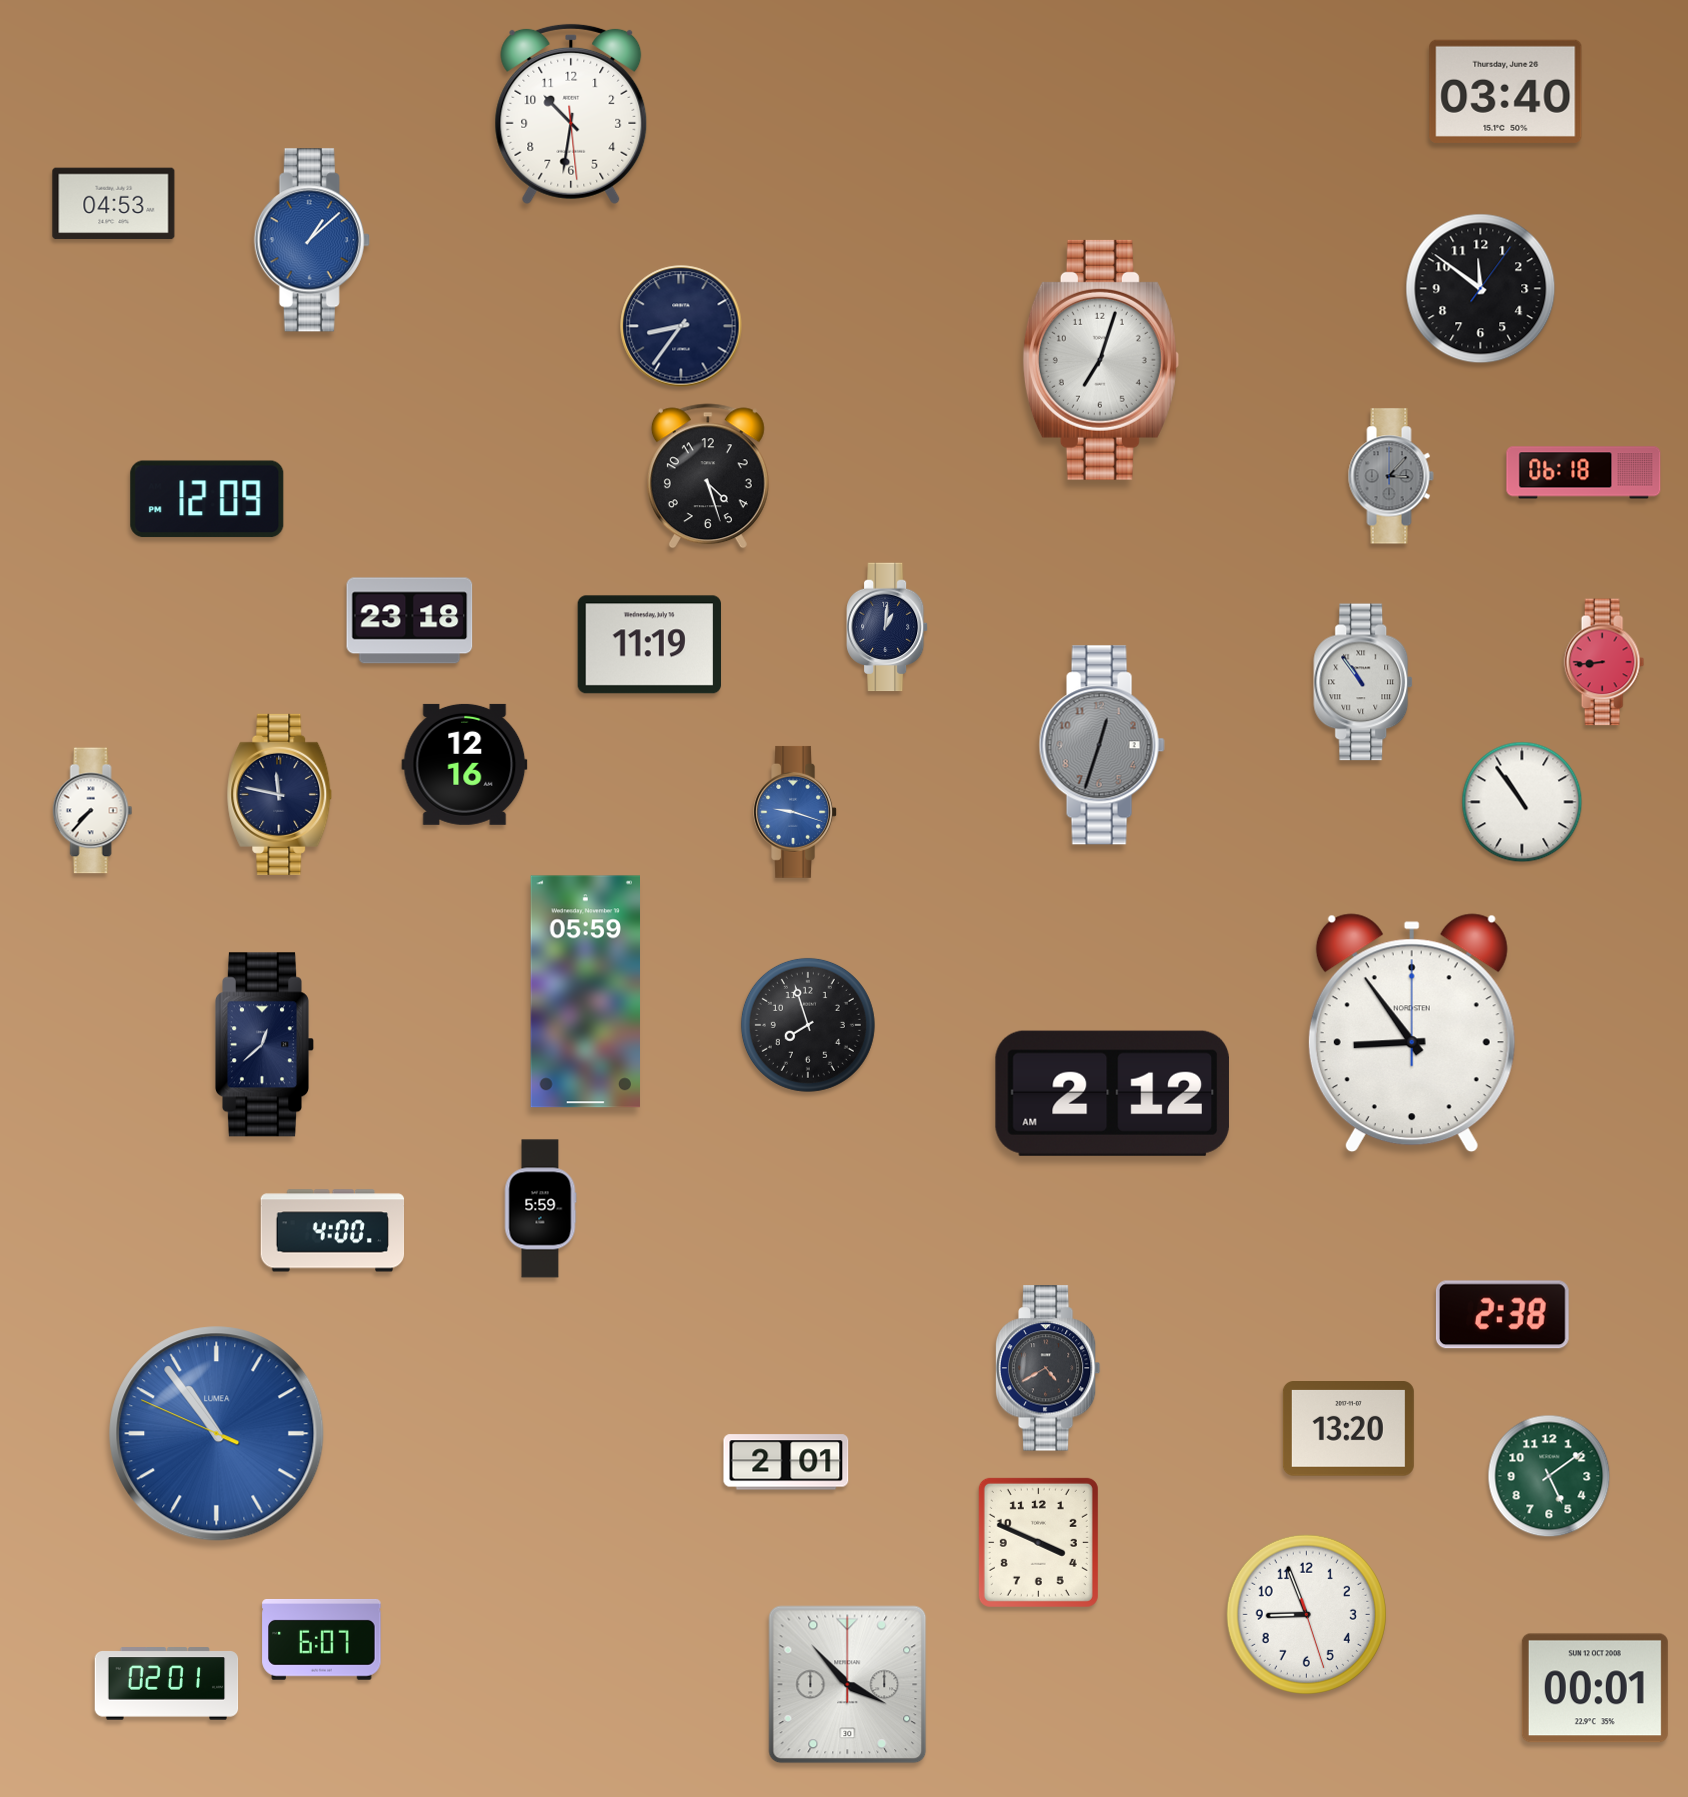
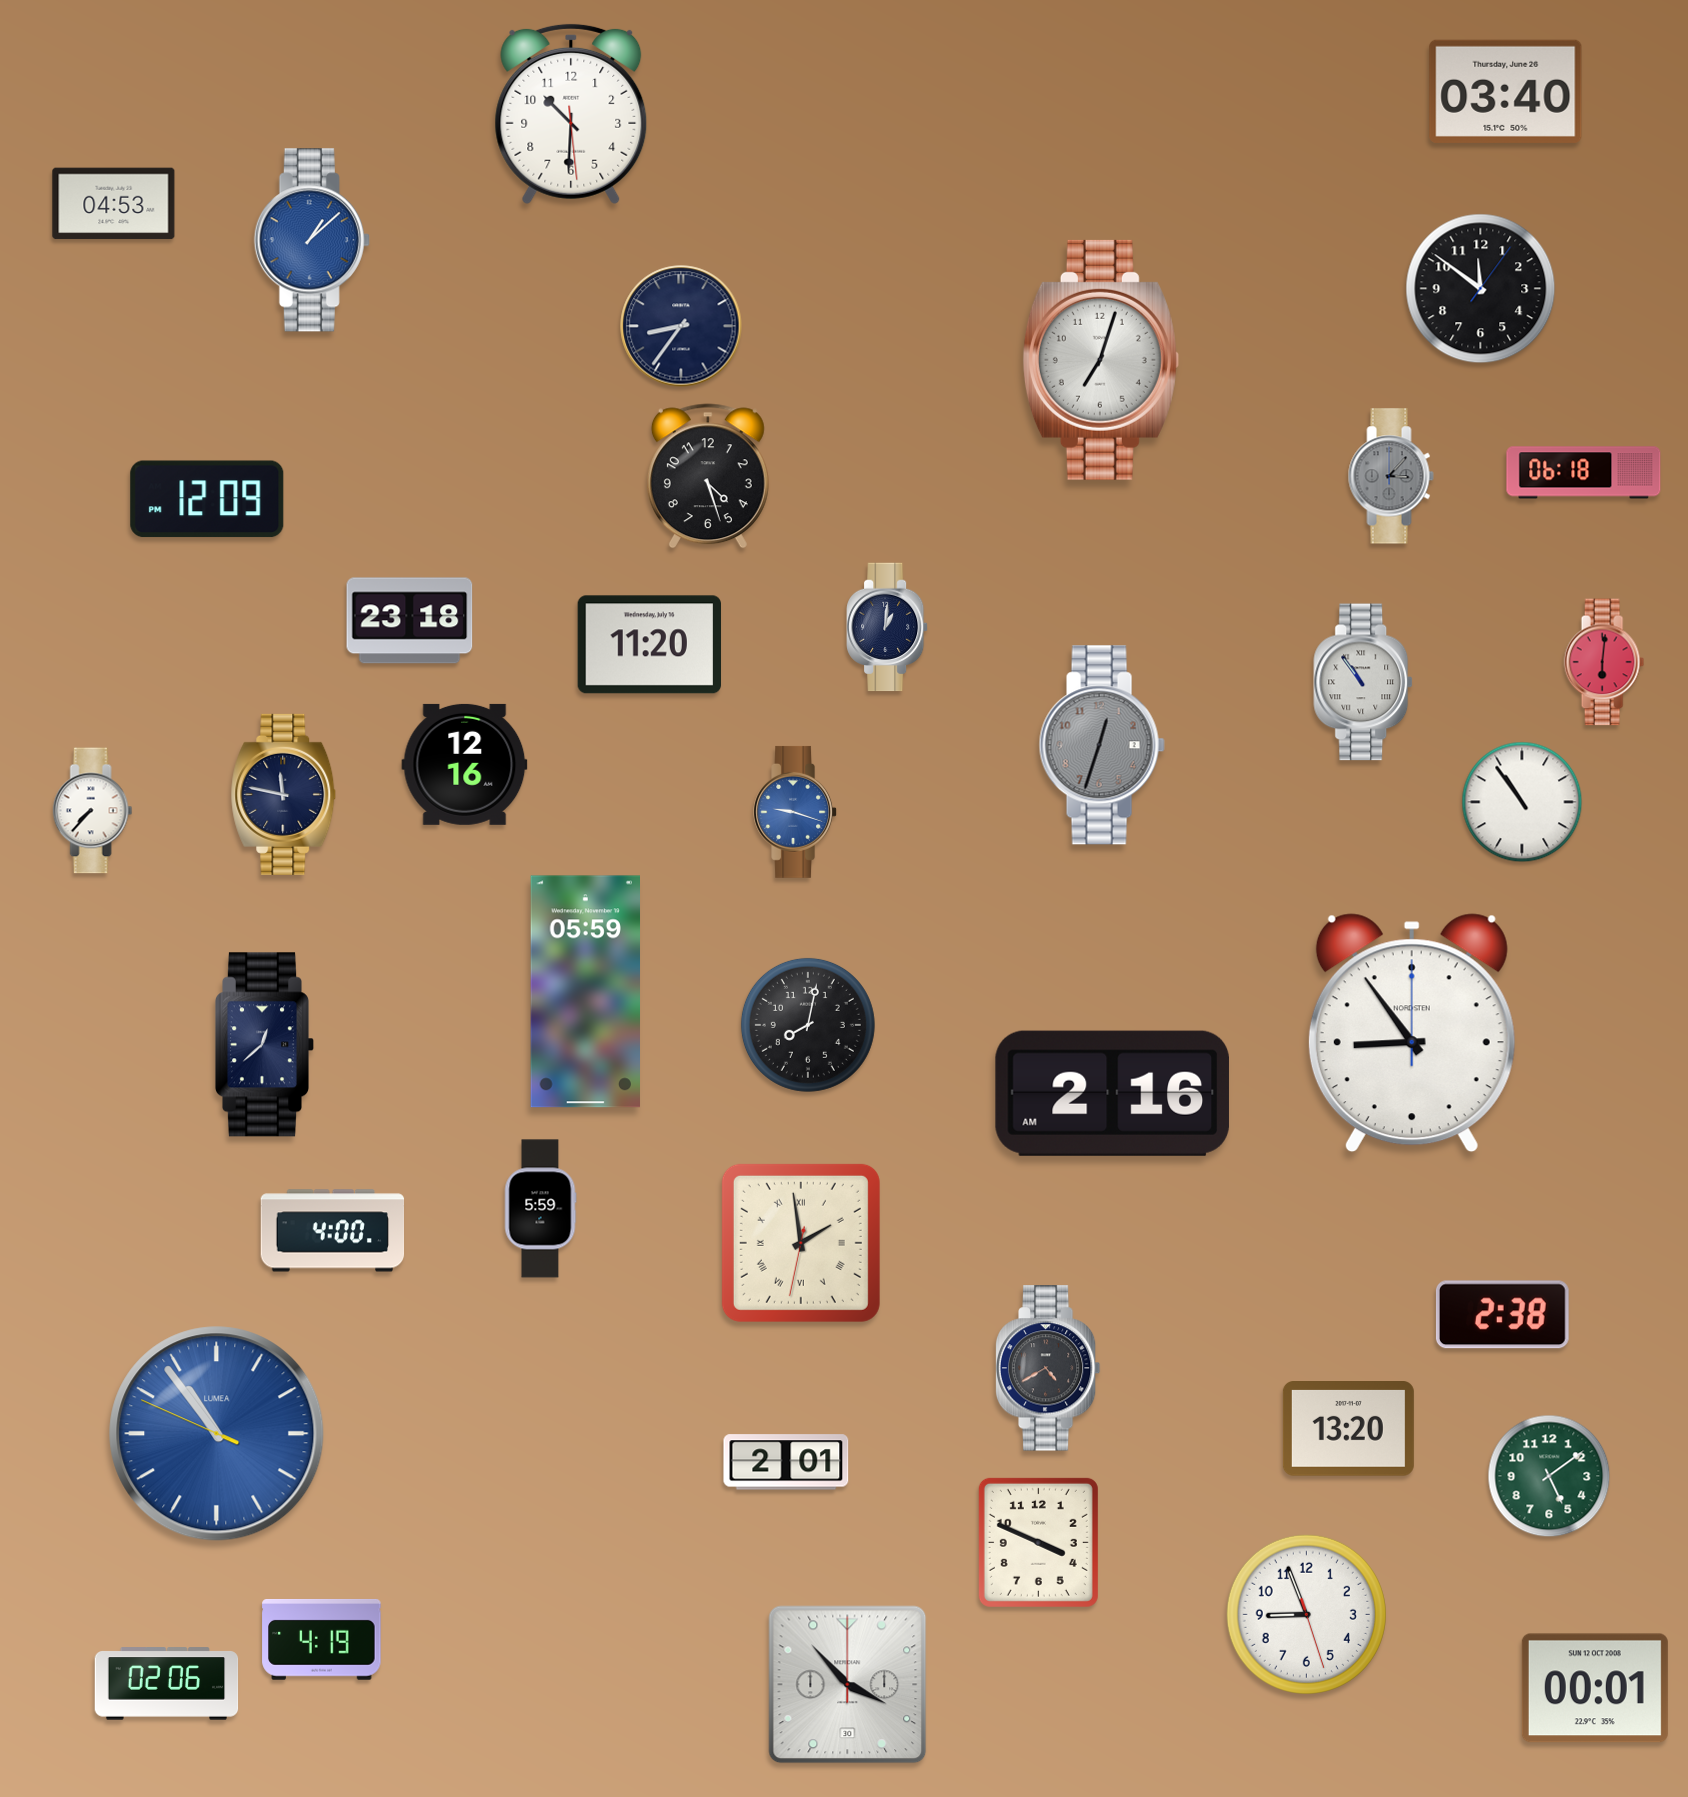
clock at (571, 114): 10:31 -> 10:30
clock at (649, 645): 11:19 -> 11:20
clock at (1604, 662): 8:44 -> 6:01
clock at (280, 794) position: (280, 794) -> (284, 794)
clock at (808, 1025): 7:57 -> 8:02
clock at (1112, 1093): 2:12 -> 2:16
clock at (801, 1243): none -> 1:58
clock at (322, 1640): 6:07 -> 4:19
clock at (167, 1684): 02:01 -> 02:06
